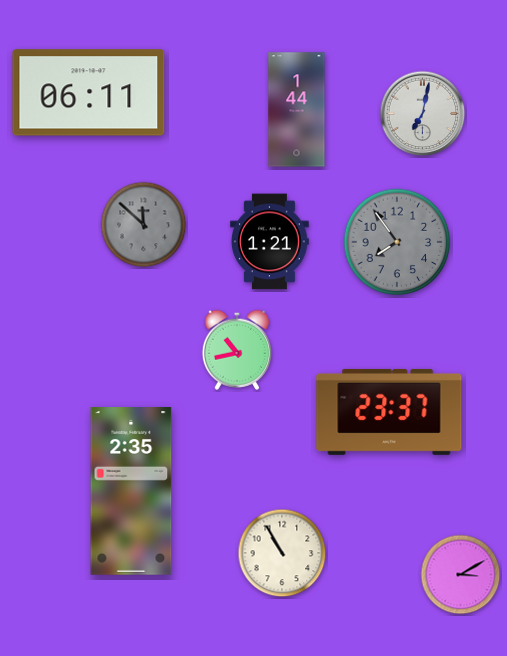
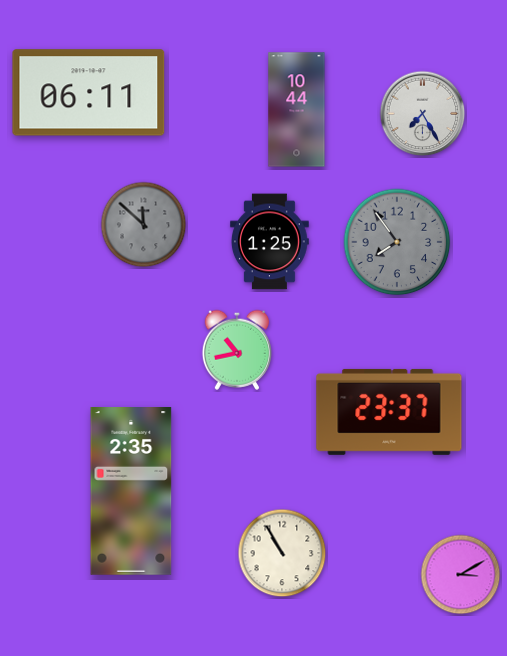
clock at (297, 110): 1:44 -> 10:44
clock at (423, 114): 7:02 -> 7:25
clock at (270, 242): 1:21 -> 1:25
